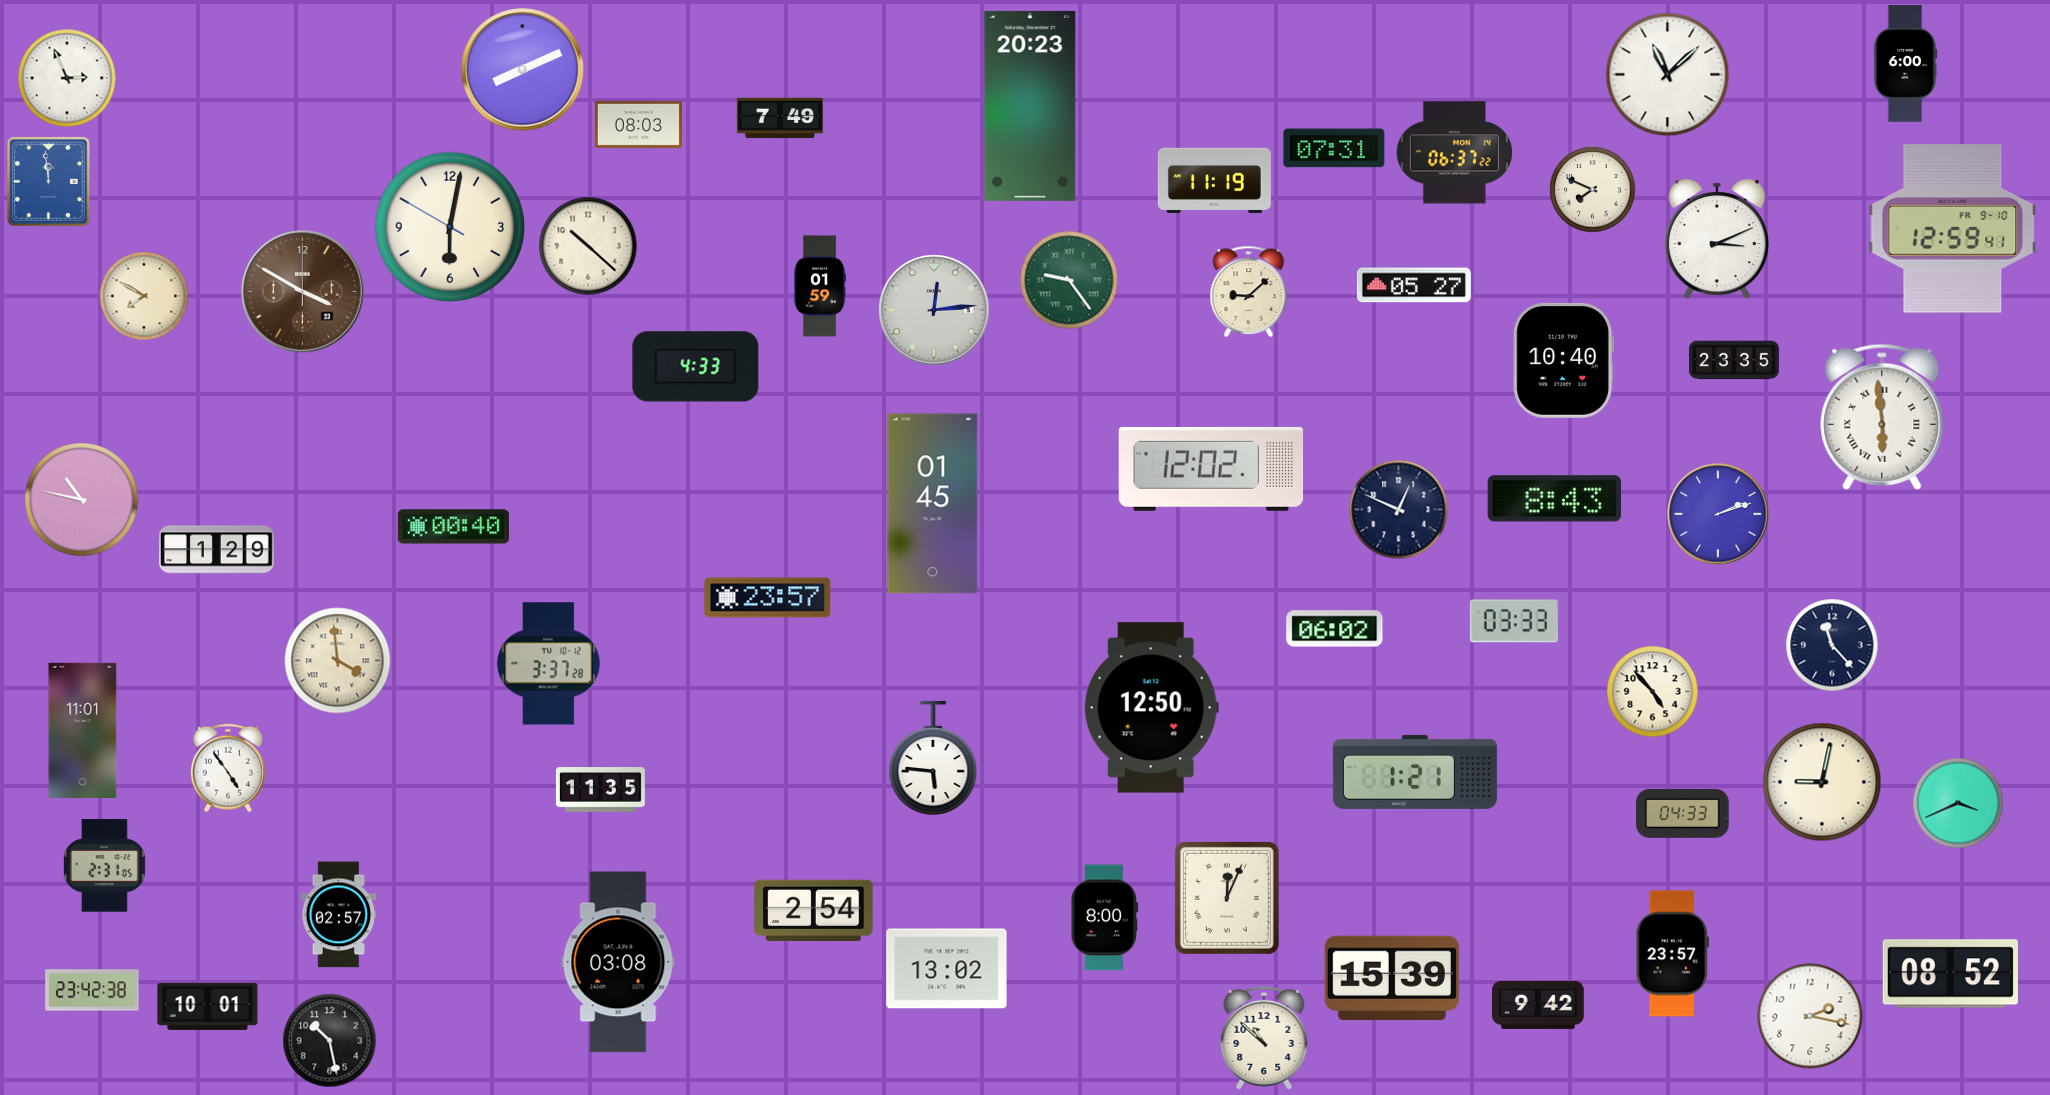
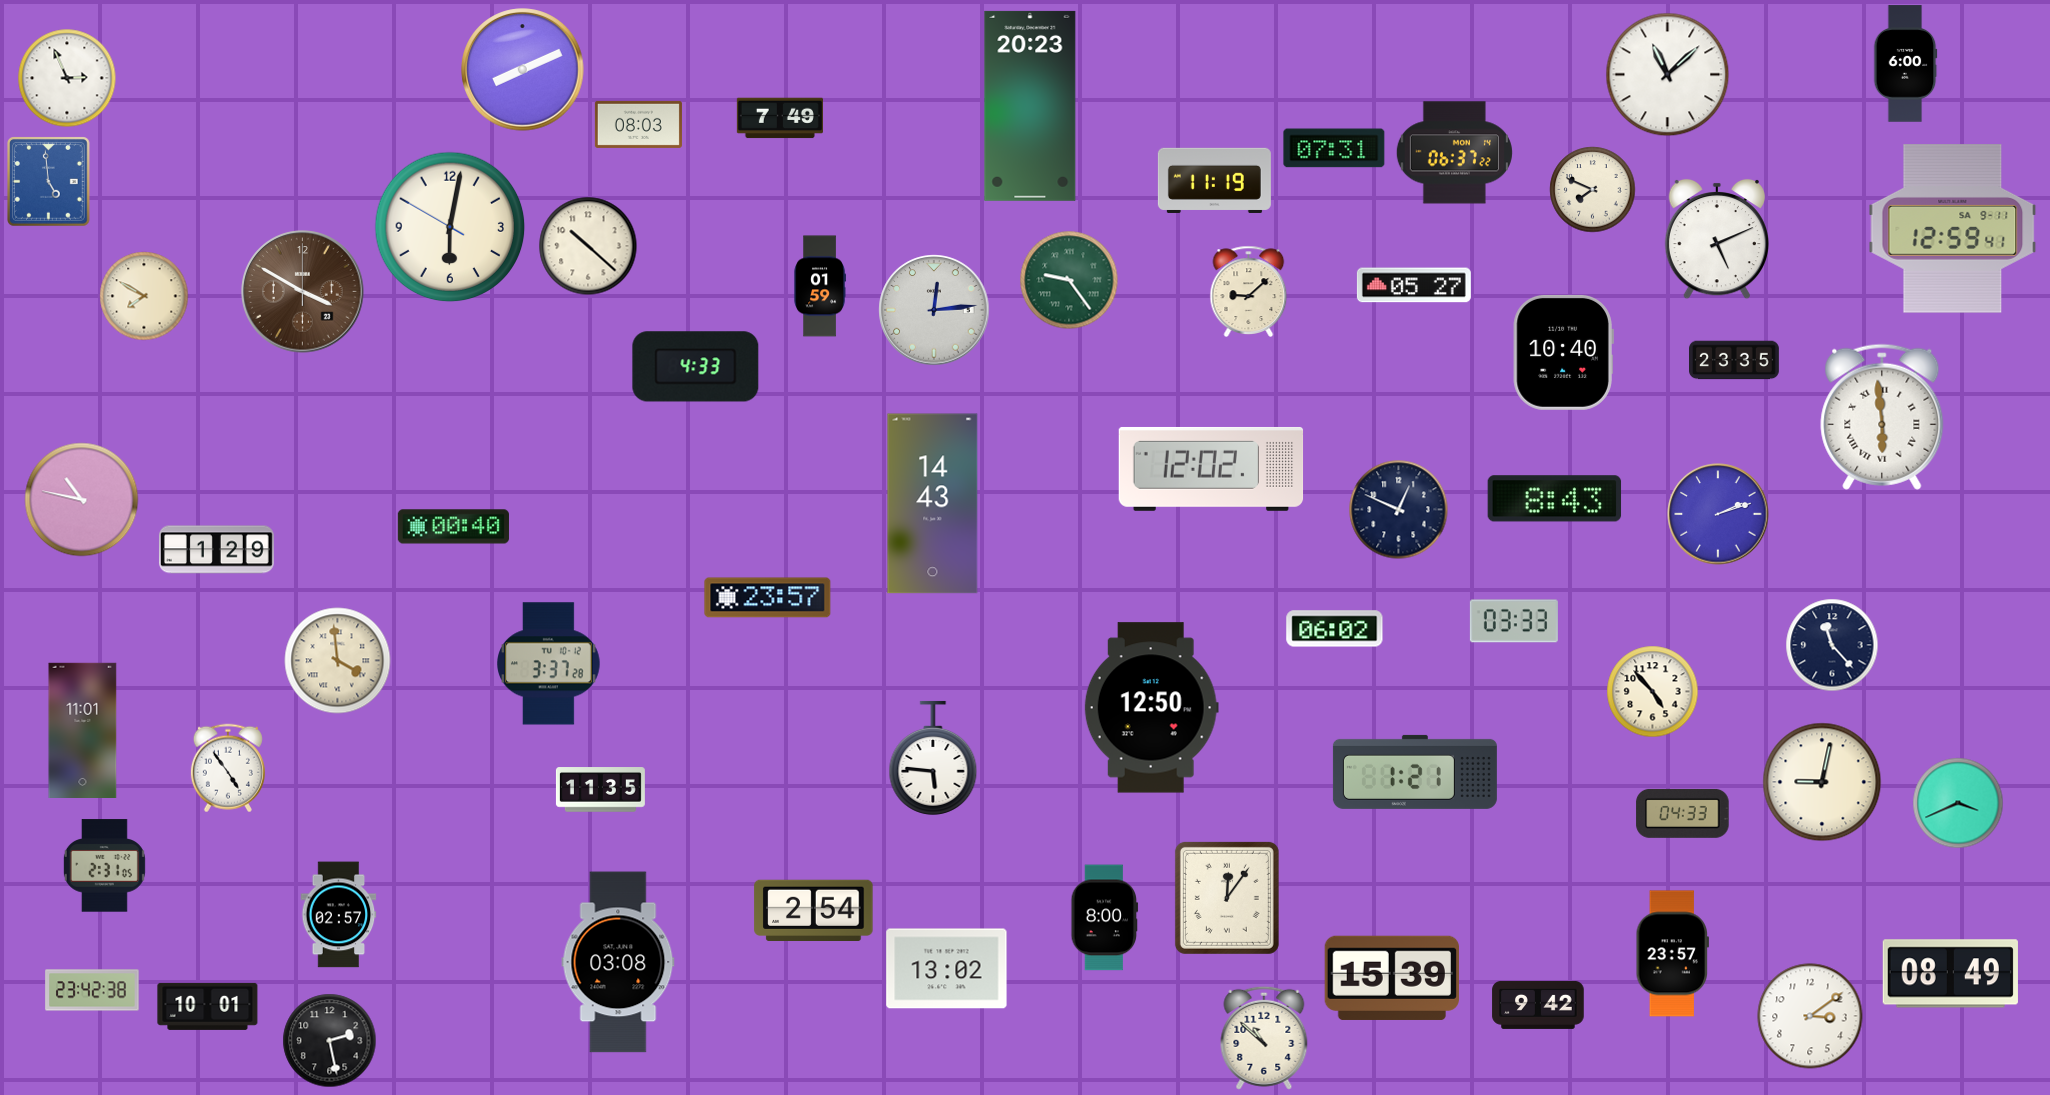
clock at (49, 182): 11:59 -> 4:59
clock at (1953, 229) date: FR 9-10 -> SA 9-11
clock at (1716, 239): 3:11 -> 5:11
clock at (1563, 360) position: (1563, 360) -> (1563, 352)
clock at (933, 504): 01:45 -> 14:43
clock at (1227, 898): 12:04 -> 12:06
clock at (1950, 974): 08:52 -> 08:49
clock at (1810, 1016): 2:17 -> 3:09
clock at (330, 1041): 10:28 -> 2:28
